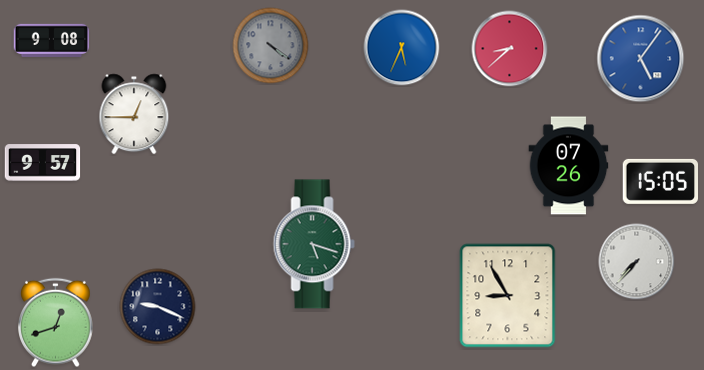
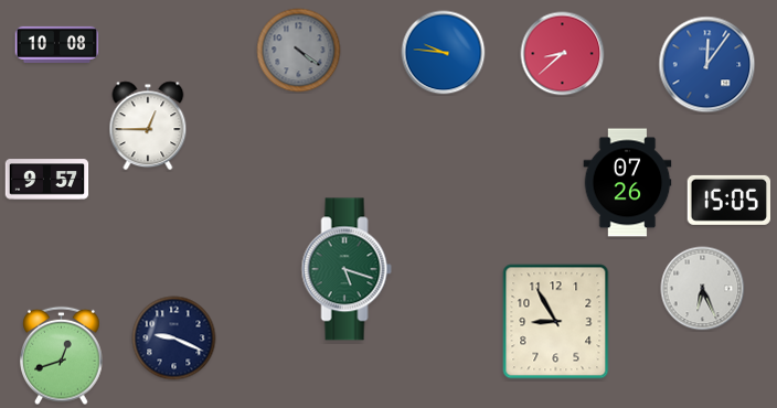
clock at (52, 40): 9:08 -> 10:08
clock at (402, 48): 5:34 -> 9:46
clock at (641, 59): 5:06 -> 12:06
clock at (637, 262): 7:37 -> 6:26
clock at (508, 296) position: (508, 296) -> (556, 322)
